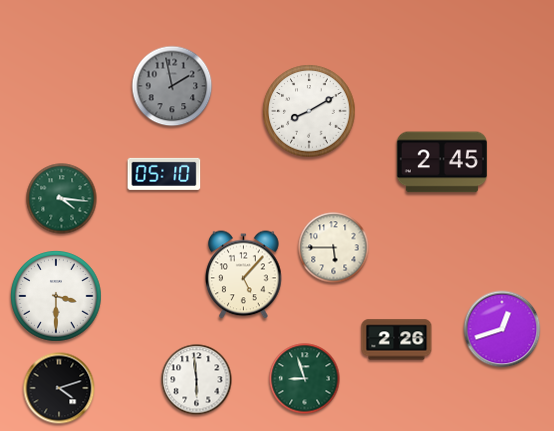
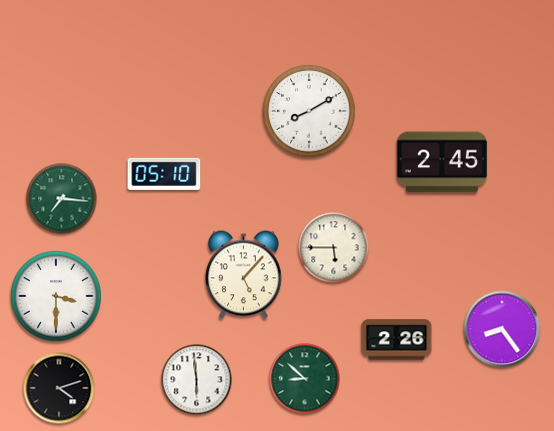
clock at (172, 86): 1:58 -> none
clock at (62, 199): 4:16 -> 7:16
clock at (502, 329): 12:42 -> 8:24
clock at (305, 379): 8:57 -> 8:52
